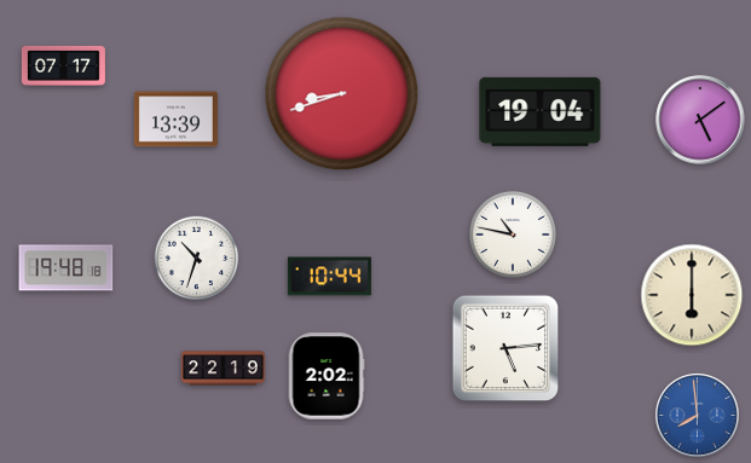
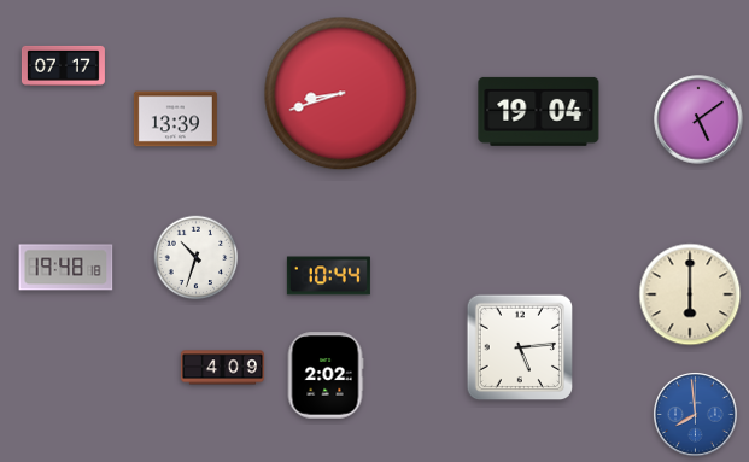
clock at (513, 235): 10:47 -> none
clock at (506, 348) position: (506, 348) -> (520, 347)
clock at (223, 369): 22:19 -> 4:09
